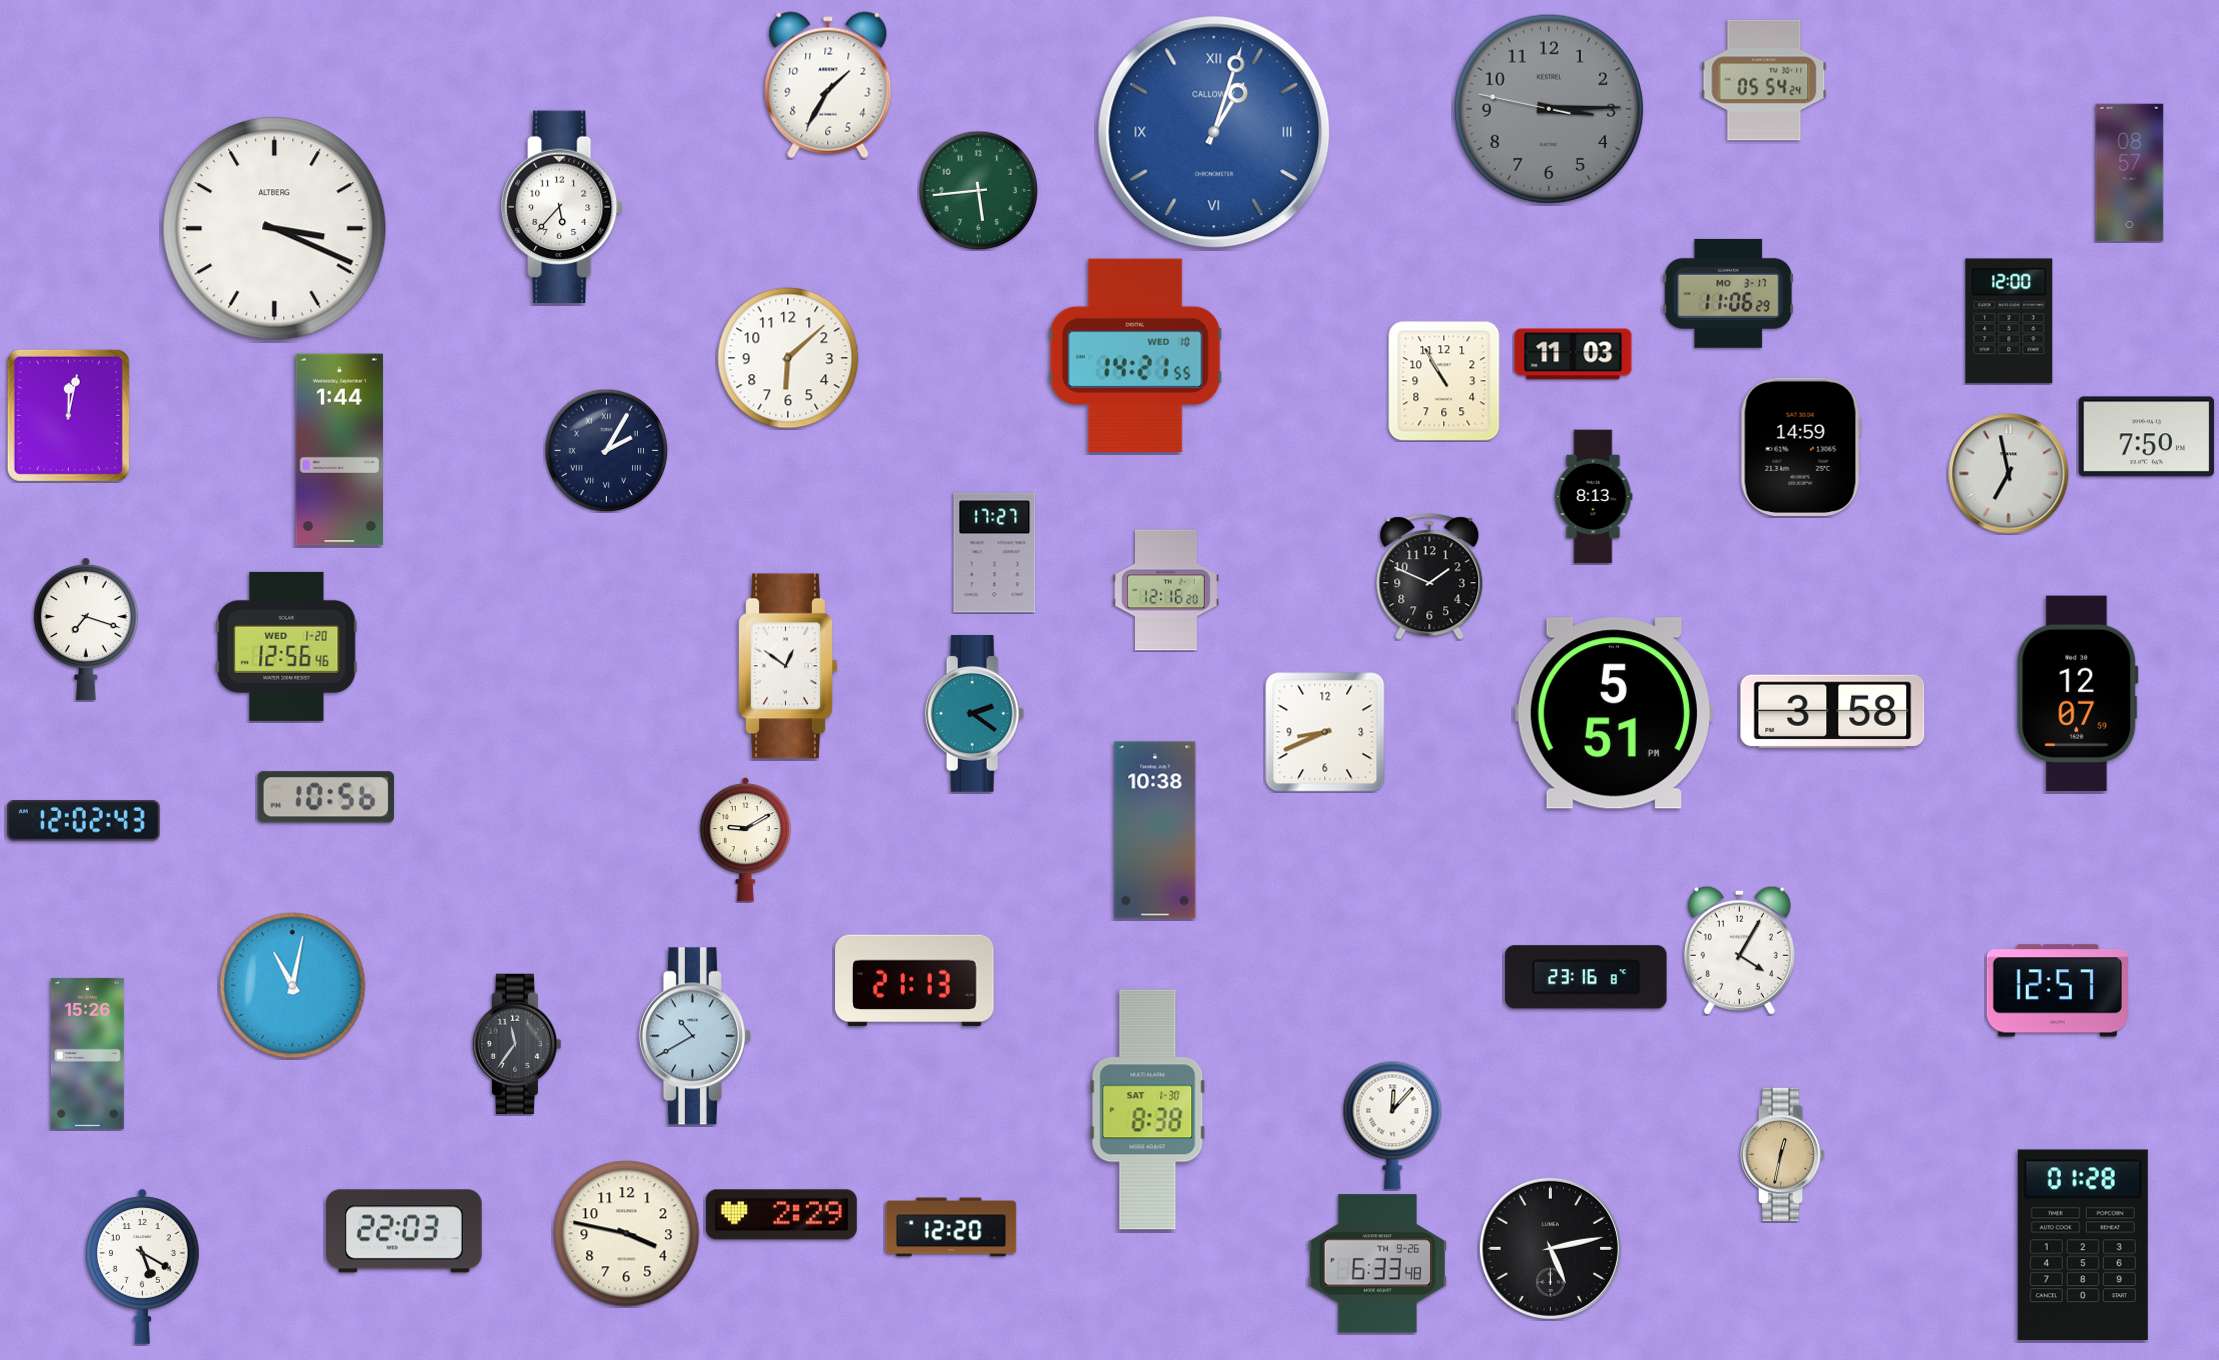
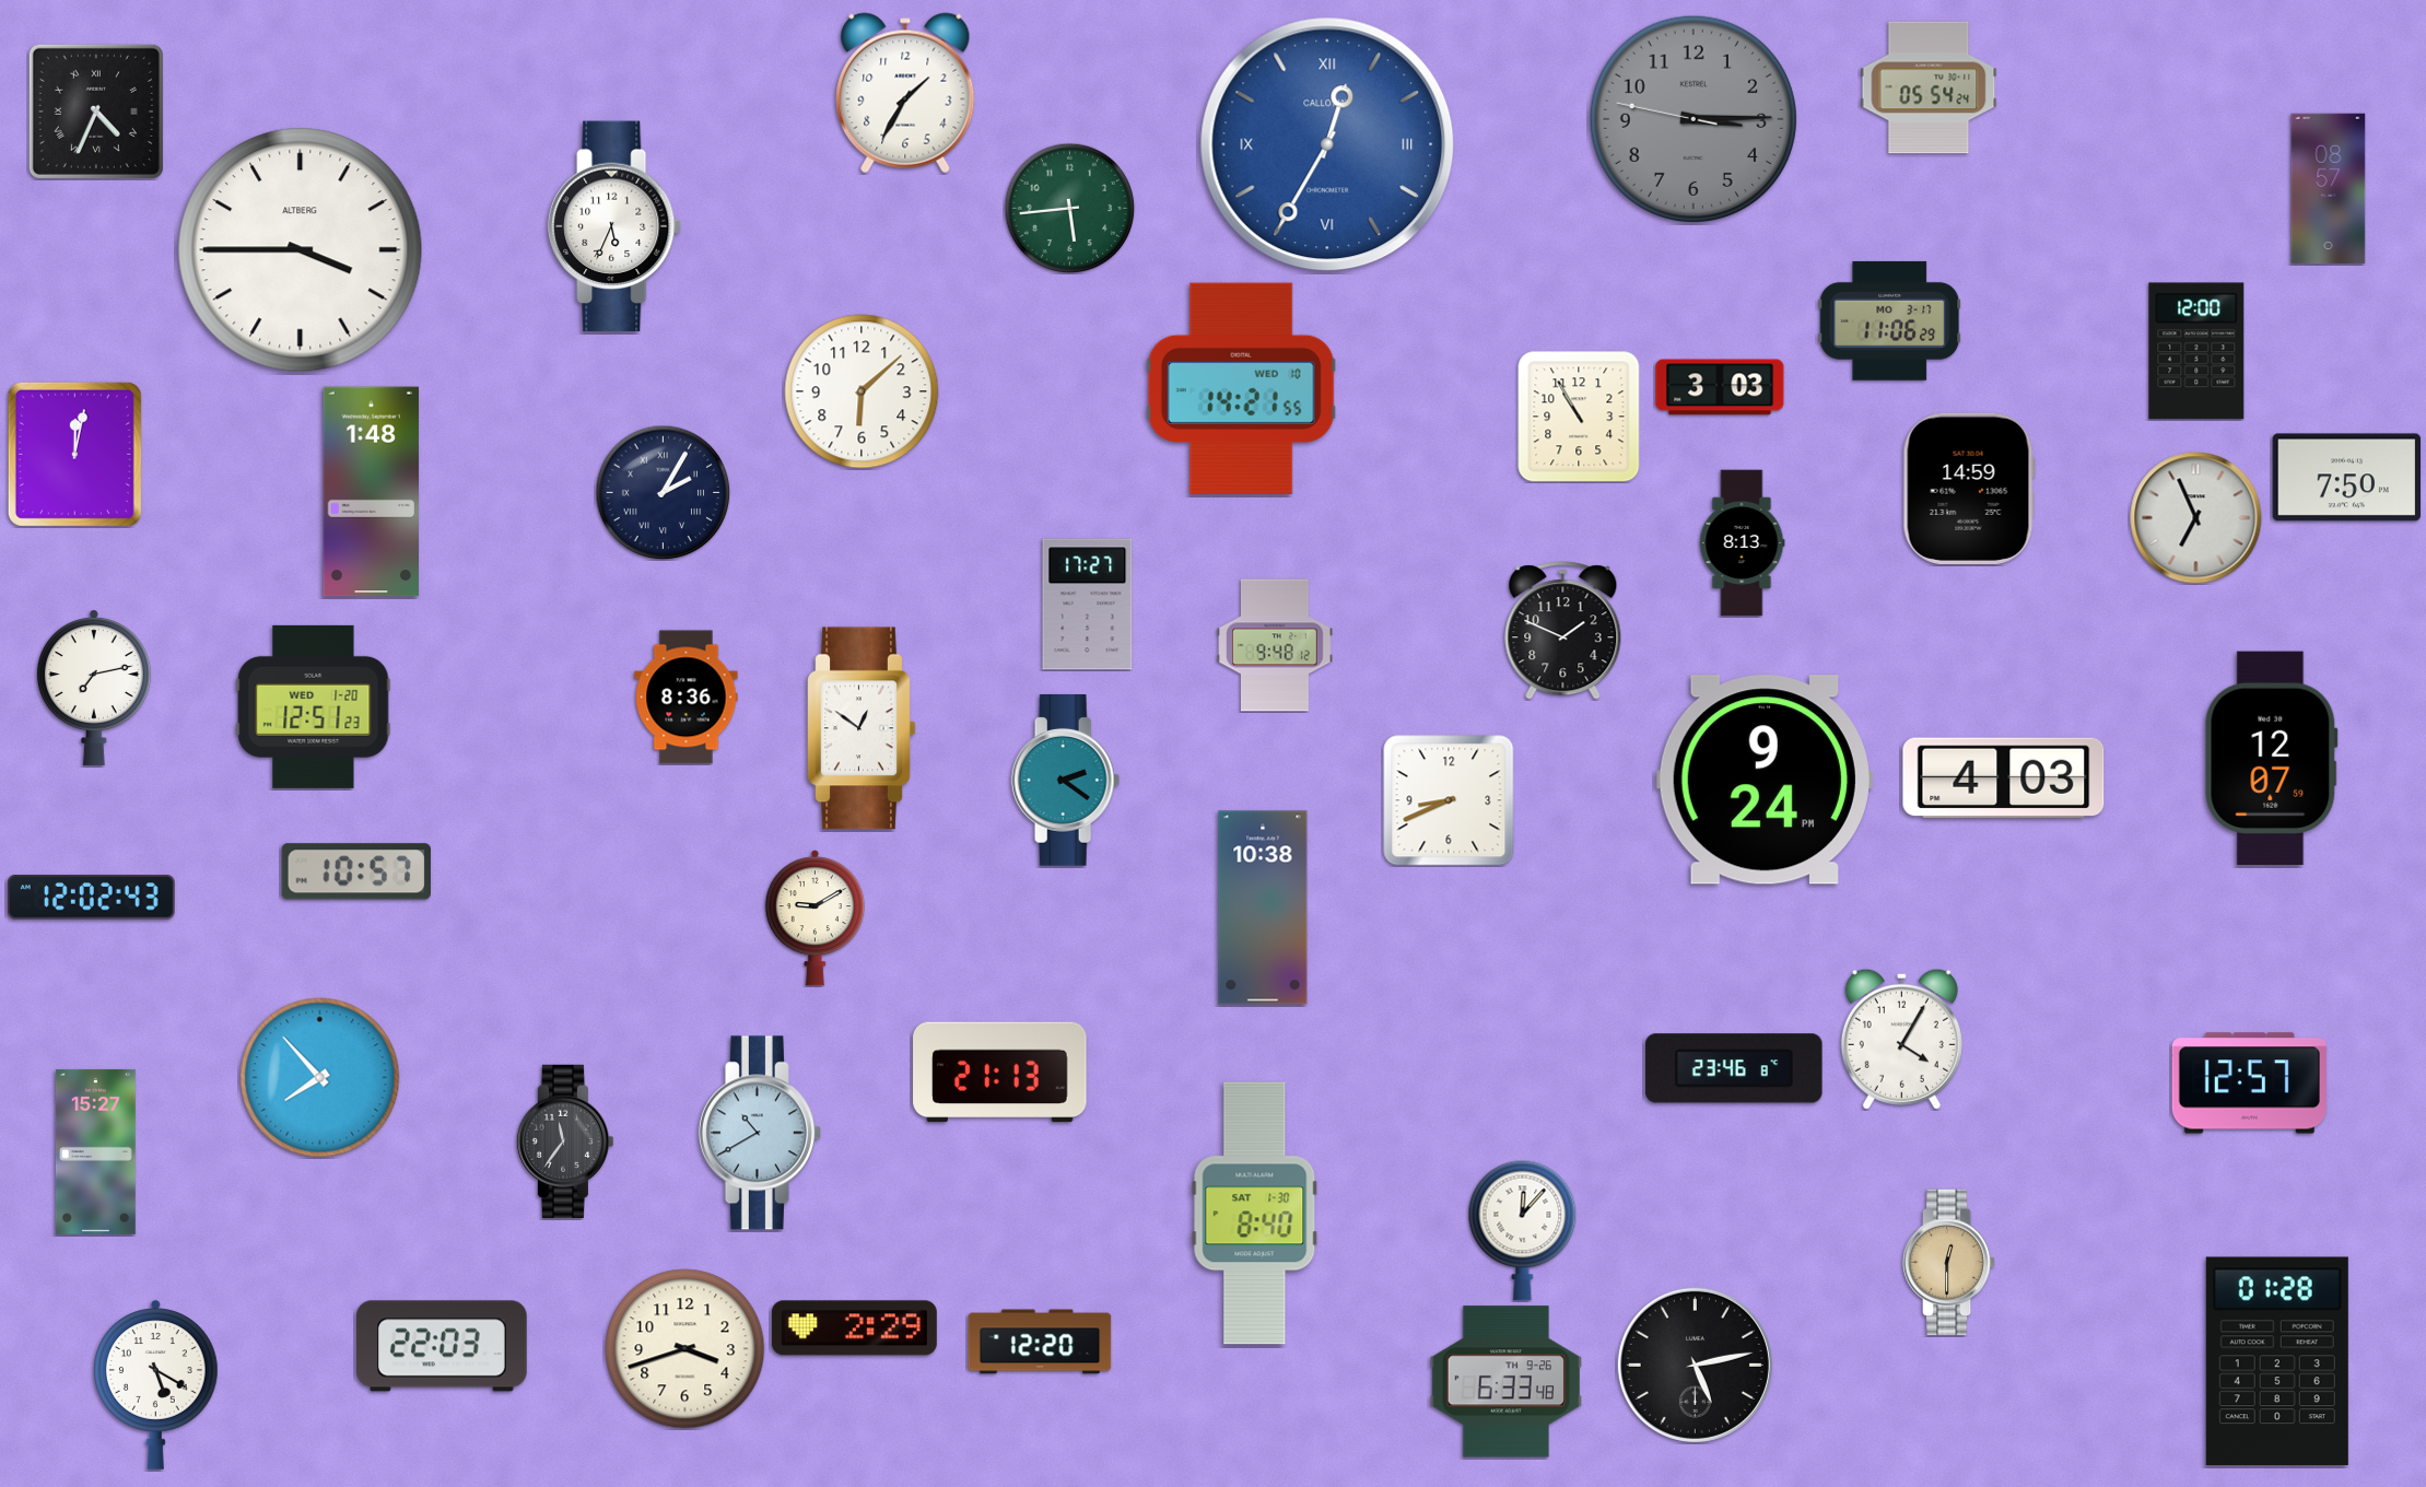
clock at (96, 112): none -> 4:34
clock at (1214, 132): 1:03 -> 12:35
clock at (562, 207): 5:37 -> 5:34
clock at (275, 229): 3:19 -> 3:45
clock at (1573, 354): 11:03 -> 3:03
clock at (339, 450): 1:44 -> 1:48
clock at (2009, 474): 6:58 -> 6:56
clock at (1166, 590): 12:16 -> 9:48
clock at (86, 629): 7:18 -> 7:13
clock at (687, 698): none -> 8:36
clock at (287, 646): 12:56 -> 12:51
clock at (1833, 711): 3:58 -> 4:03
clock at (1614, 713): 5:51 -> 9:24
clock at (326, 797): 10:56 -> 10:57
clock at (1586, 977): 23:16 -> 23:46
clock at (293, 986): 11:02 -> 7:53
clock at (87, 1053): 15:26 -> 15:27
clock at (1148, 1110): 8:38 -> 8:40
clock at (1783, 1155): 12:32 -> 12:30
clock at (627, 1234): 3:47 -> 3:42
